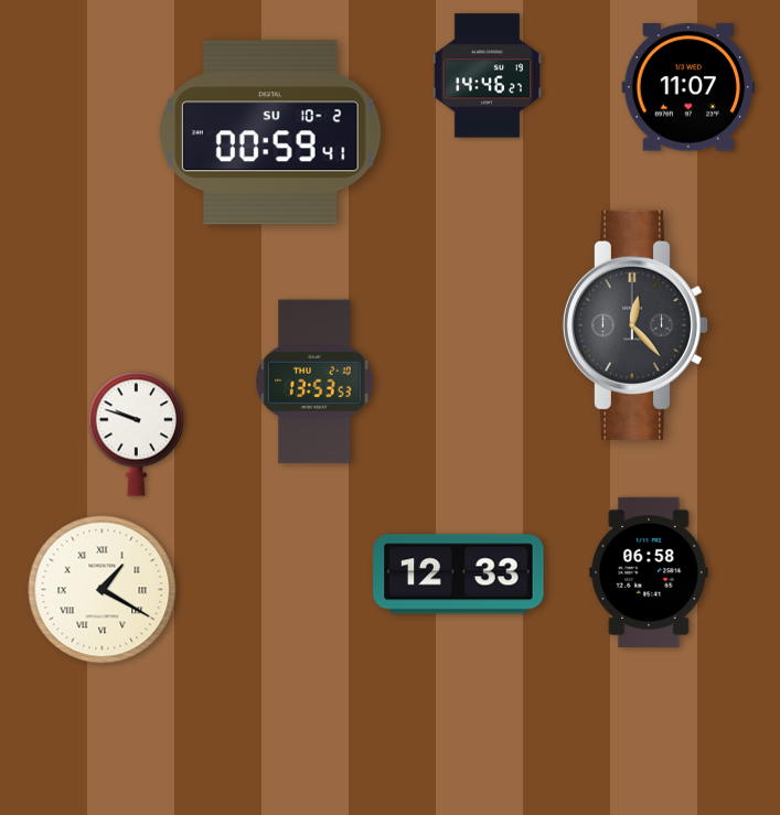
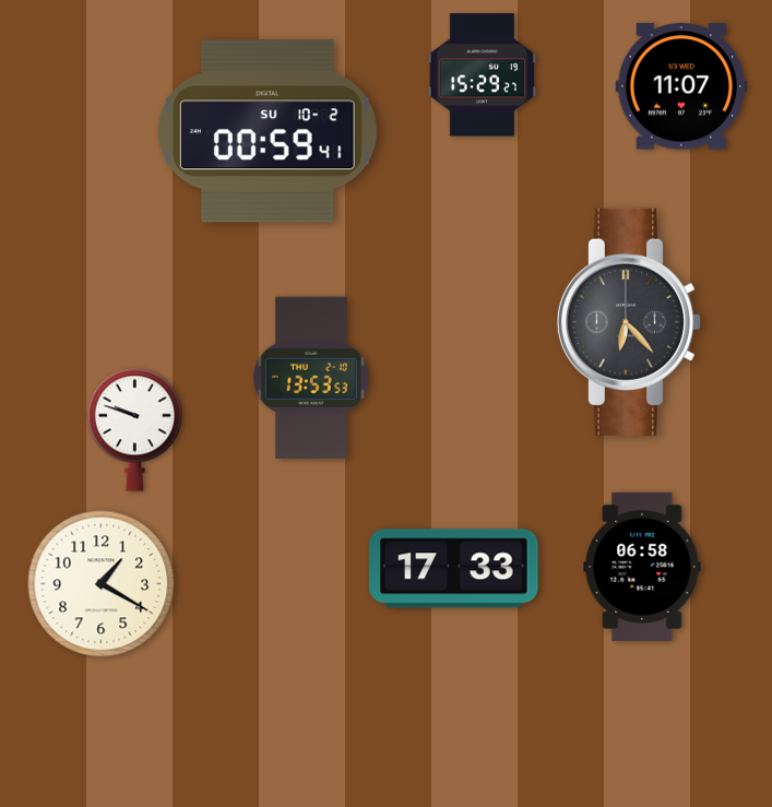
clock at (487, 76): 14:46 -> 15:29
clock at (634, 325): 12:23 -> 6:23
clock at (459, 575): 12:33 -> 17:33
clock at (103, 590) numerals: Roman -> Arabic
